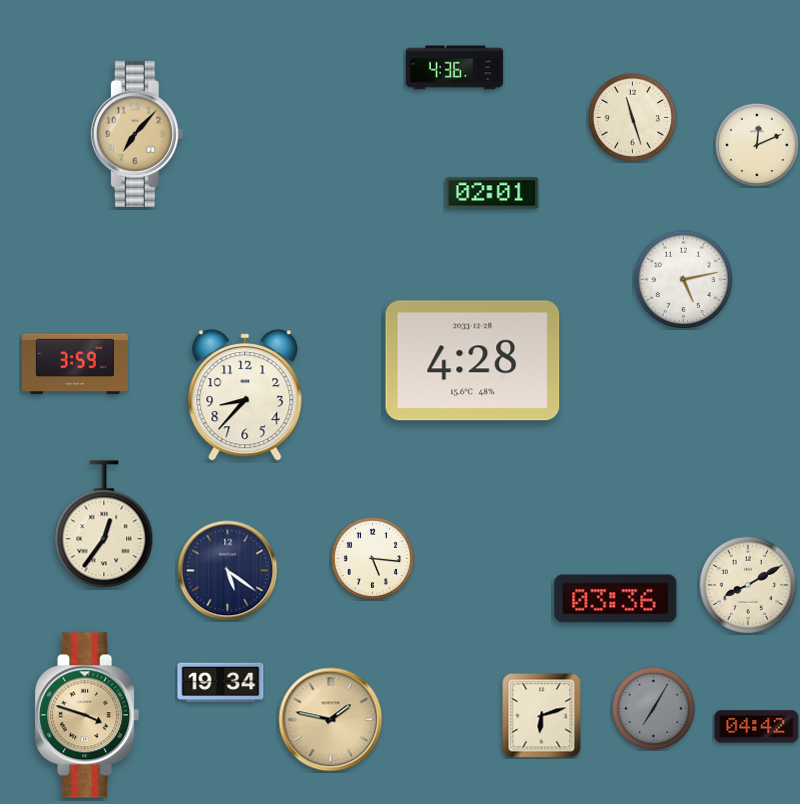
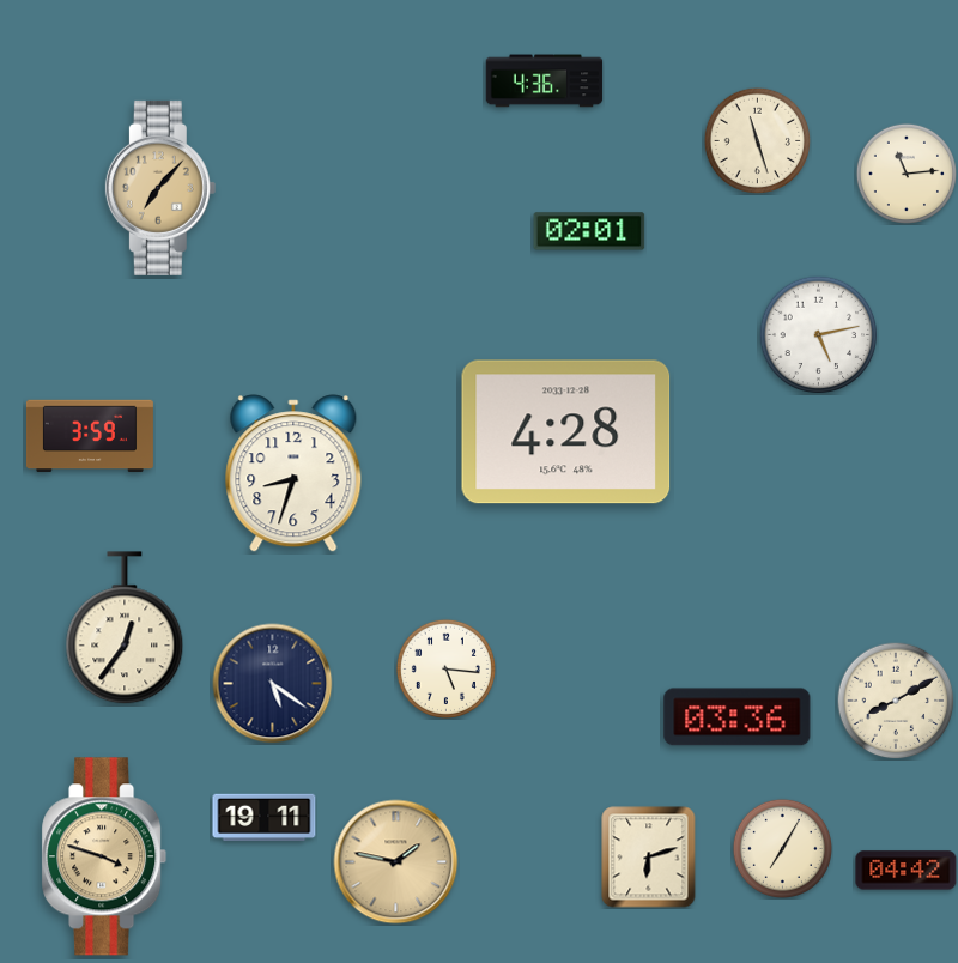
clock at (137, 134) position: (137, 134) -> (160, 188)
clock at (756, 144): 12:11 -> 11:14
clock at (245, 395): 8:37 -> 8:33
clock at (221, 683): 19:34 -> 19:11
clock at (653, 708) dial: grey -> cream
